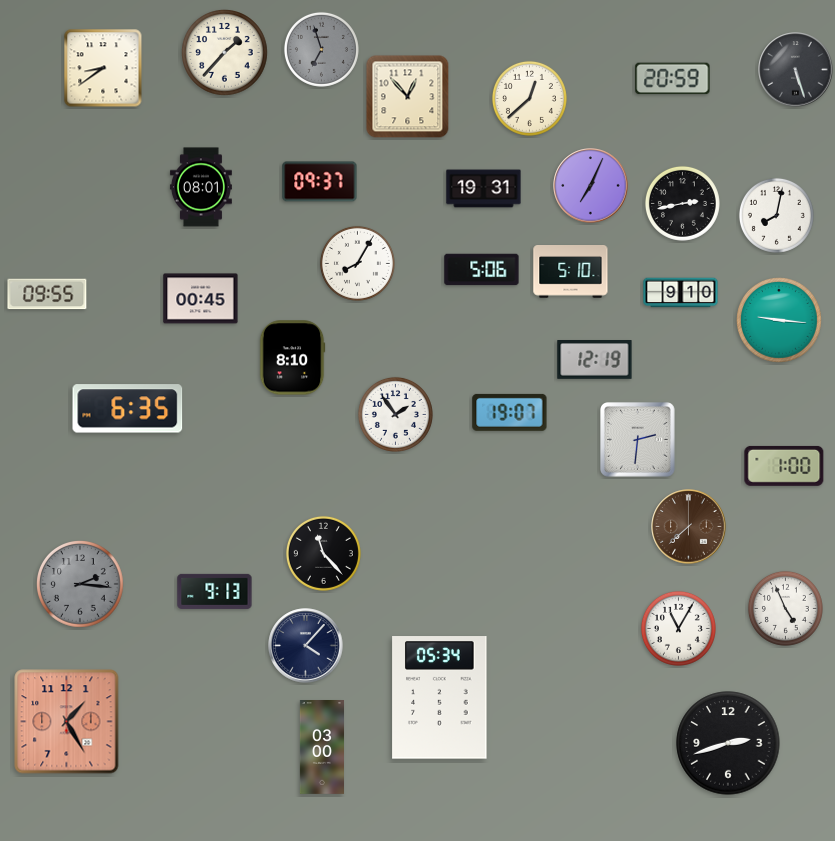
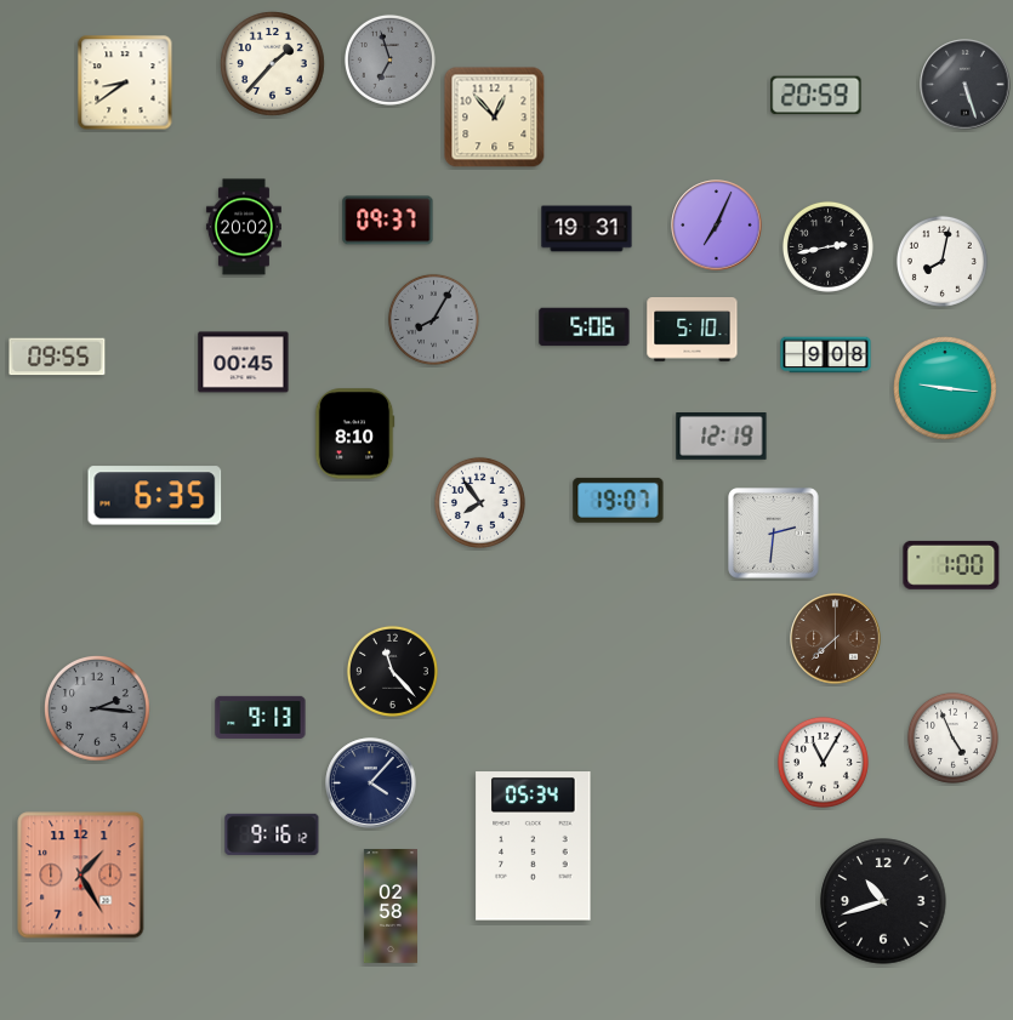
clock at (529, 98): 12:38 -> none
clock at (201, 187): 08:01 -> 20:02
clock at (357, 263) dial: white -> grey
clock at (681, 293): 9:10 -> 9:08
clock at (395, 414): 1:54 -> 7:54
clock at (272, 834): none -> 9:16
clock at (728, 743): 2:42 -> 10:42
clock at (321, 748): 03:00 -> 02:58
